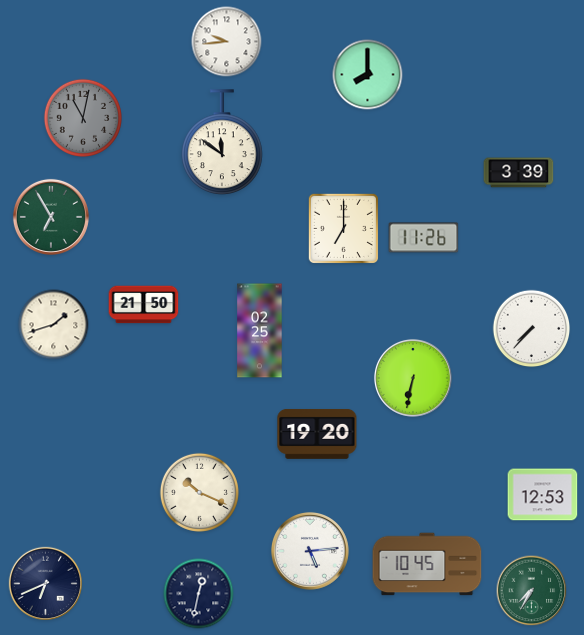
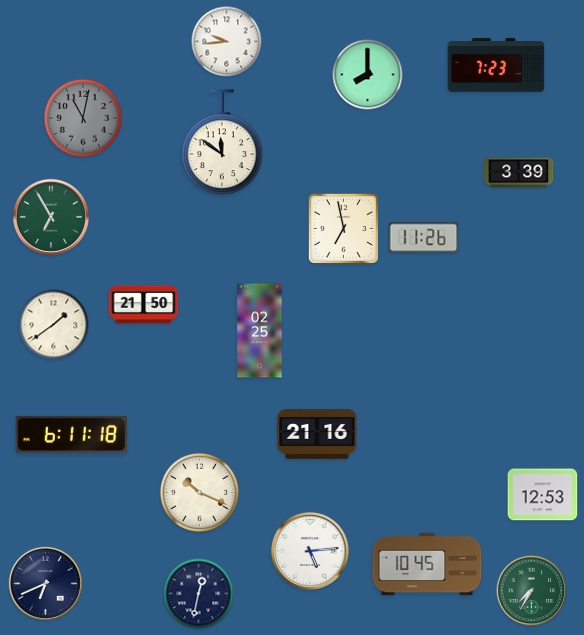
clock at (496, 65): none -> 7:23
clock at (343, 228): 7:00 -> 6:58
clock at (54, 325): 1:42 -> 1:39
clock at (532, 329): 7:37 -> none
clock at (413, 378): 6:32 -> none
clock at (71, 434): none -> 6:11
clock at (317, 434): 19:20 -> 21:16
